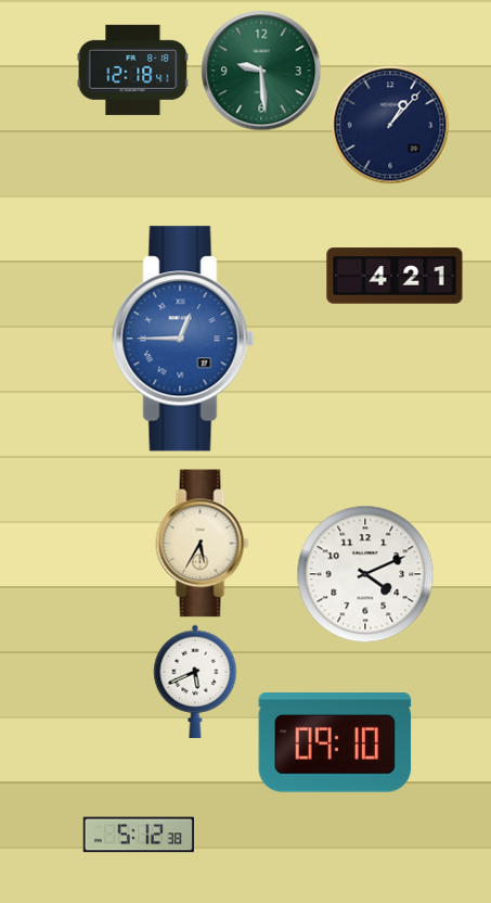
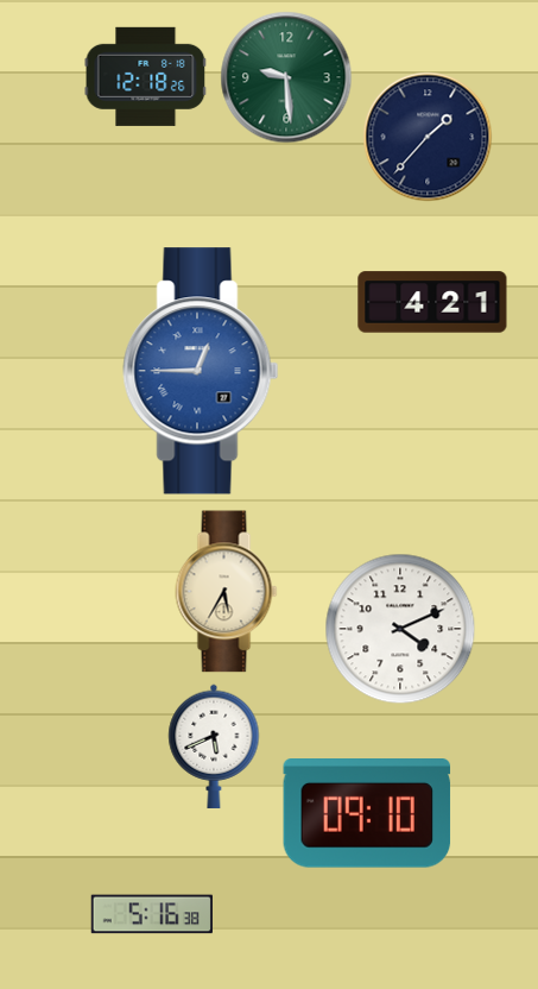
clock at (133, 69): 12:18:41 -> 12:18:26
clock at (390, 125): 1:07 -> 1:37
clock at (203, 544) position: (203, 544) -> (227, 592)
clock at (139, 835): 5:12 -> 5:16
